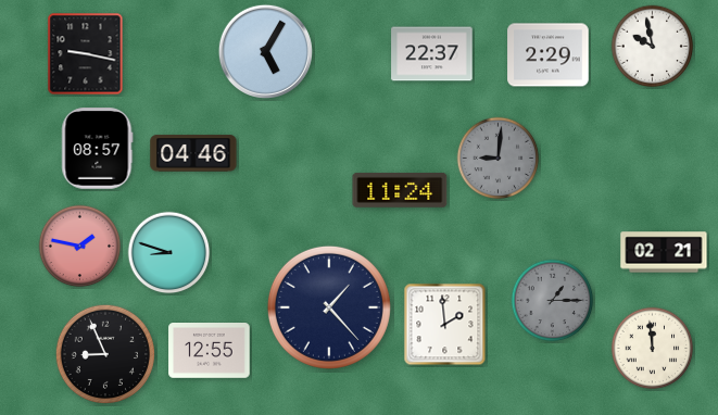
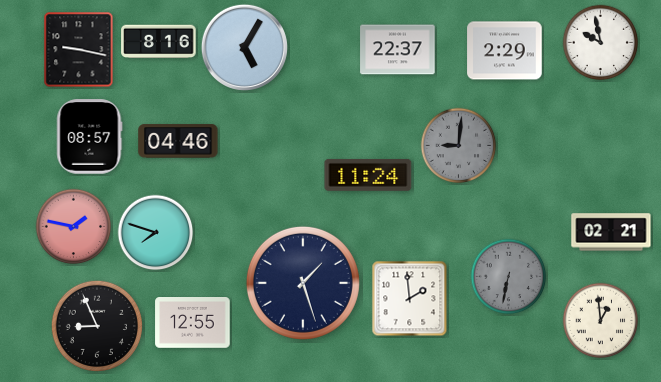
clock at (159, 42): none -> 8:16
clock at (169, 253): 8:48 -> 7:48
clock at (553, 301): 1:15 -> 6:32
clock at (329, 307): 1:23 -> 1:27
clock at (653, 349): 11:59 -> 12:59
